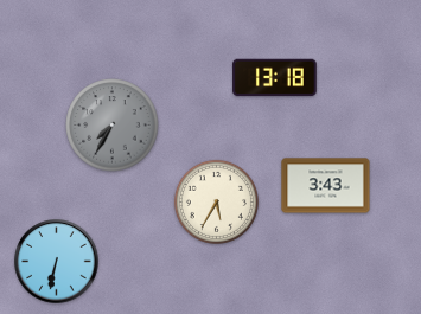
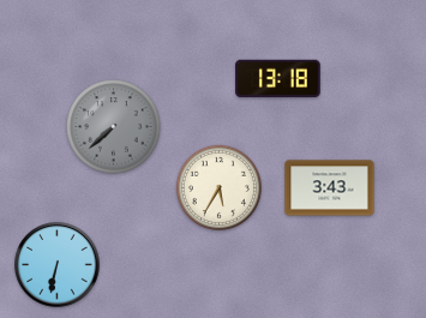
clock at (113, 126): 7:35 -> 7:38
clock at (216, 201) position: (216, 201) -> (218, 187)
